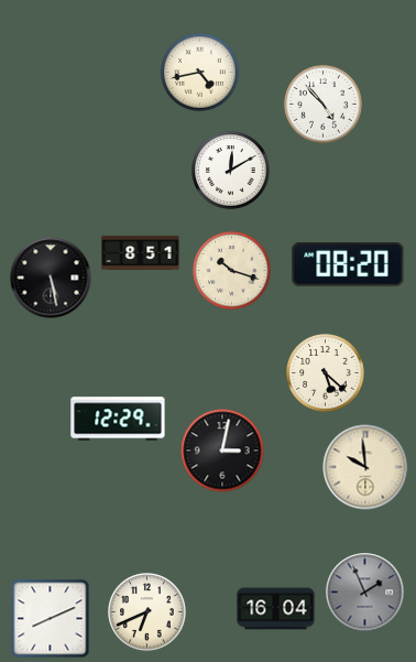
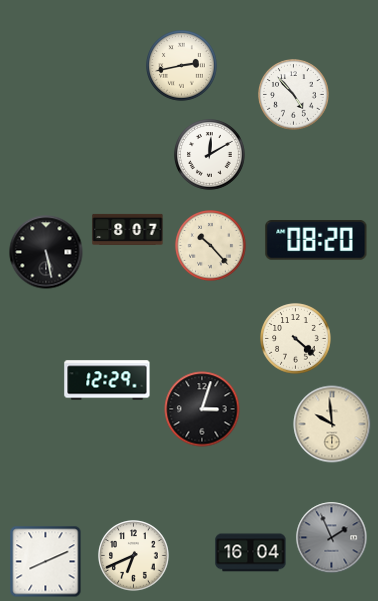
clock at (200, 73): 4:43 -> 2:43
clock at (141, 252): 8:51 -> 8:07
clock at (232, 271): 10:18 -> 10:23
clock at (326, 373): 5:22 -> 4:22
clock at (222, 451): 3:02 -> 3:03
